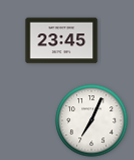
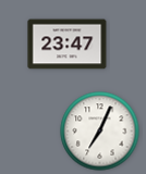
clock at (62, 41): 23:45 -> 23:47
